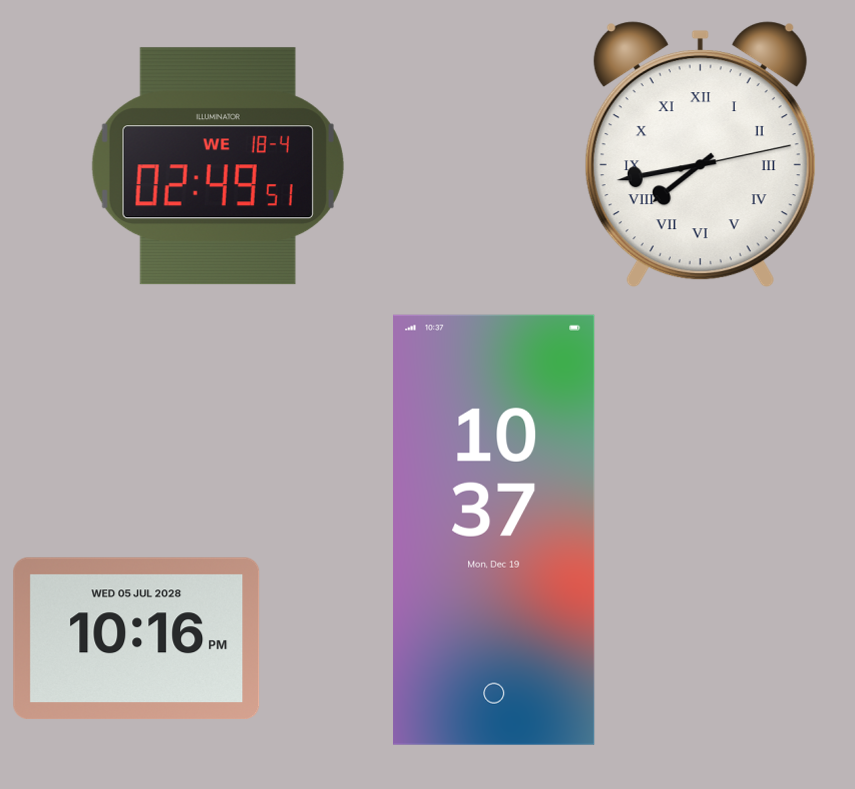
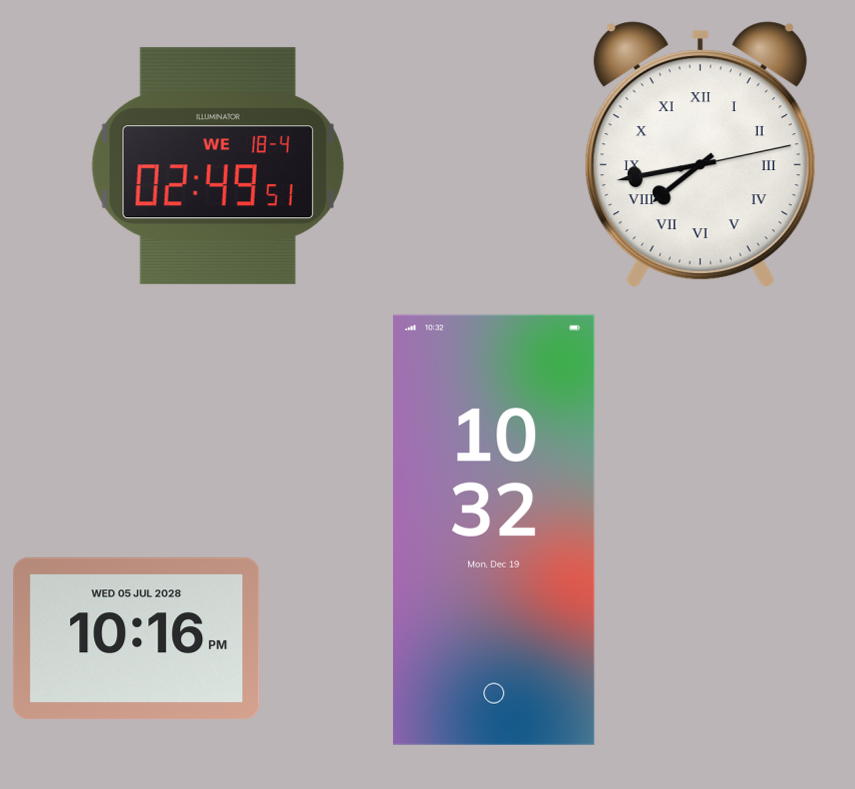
clock at (494, 530): 10:37 -> 10:32
